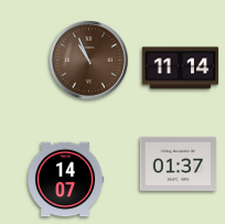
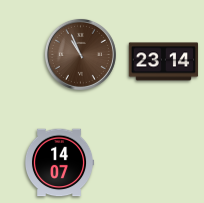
clock at (181, 68): 11:14 -> 23:14
clock at (179, 163): 01:37 -> none
